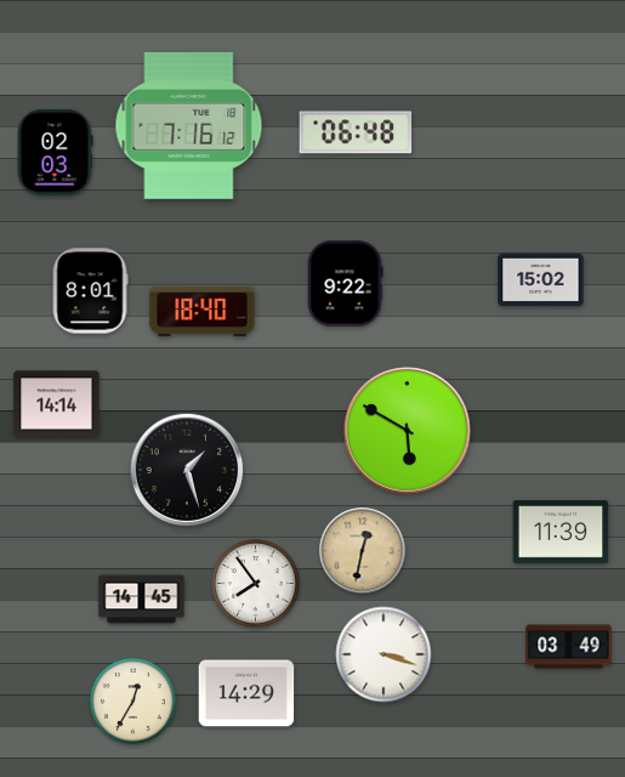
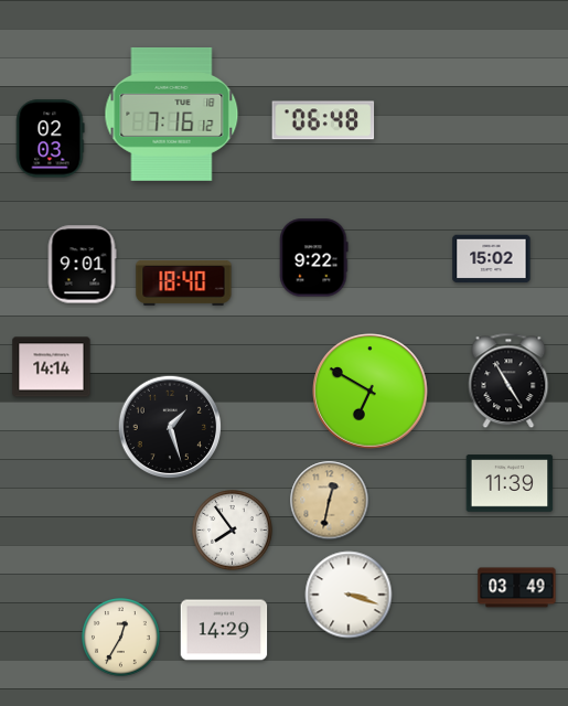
clock at (541, 280) position: (541, 280) -> (492, 259)
clock at (90, 291): 8:01 -> 9:01
clock at (508, 381): none -> 4:55
clock at (408, 431): 5:50 -> 6:50
clock at (142, 600): 14:45 -> none
